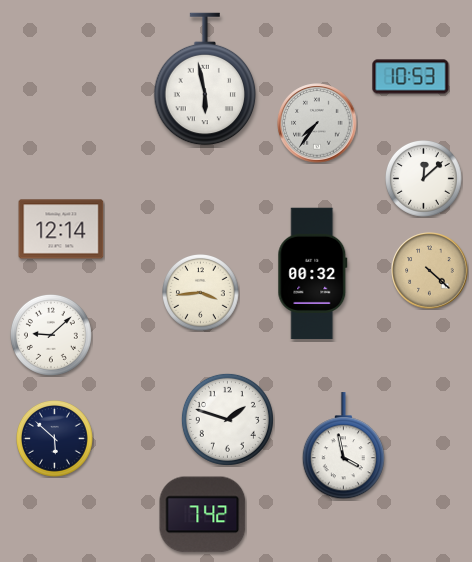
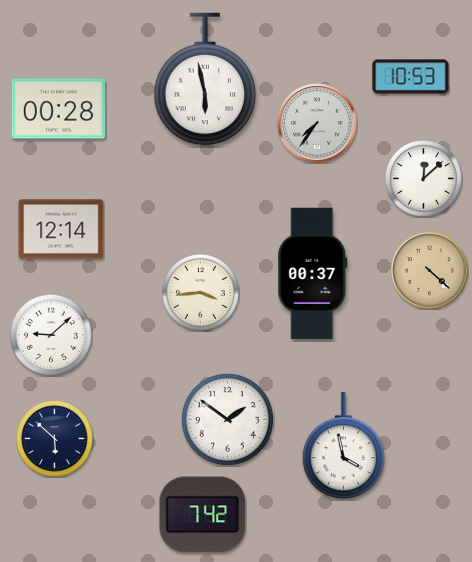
clock at (59, 109): none -> 00:28
clock at (313, 274): 00:32 -> 00:37
clock at (227, 419): 1:48 -> 1:51
